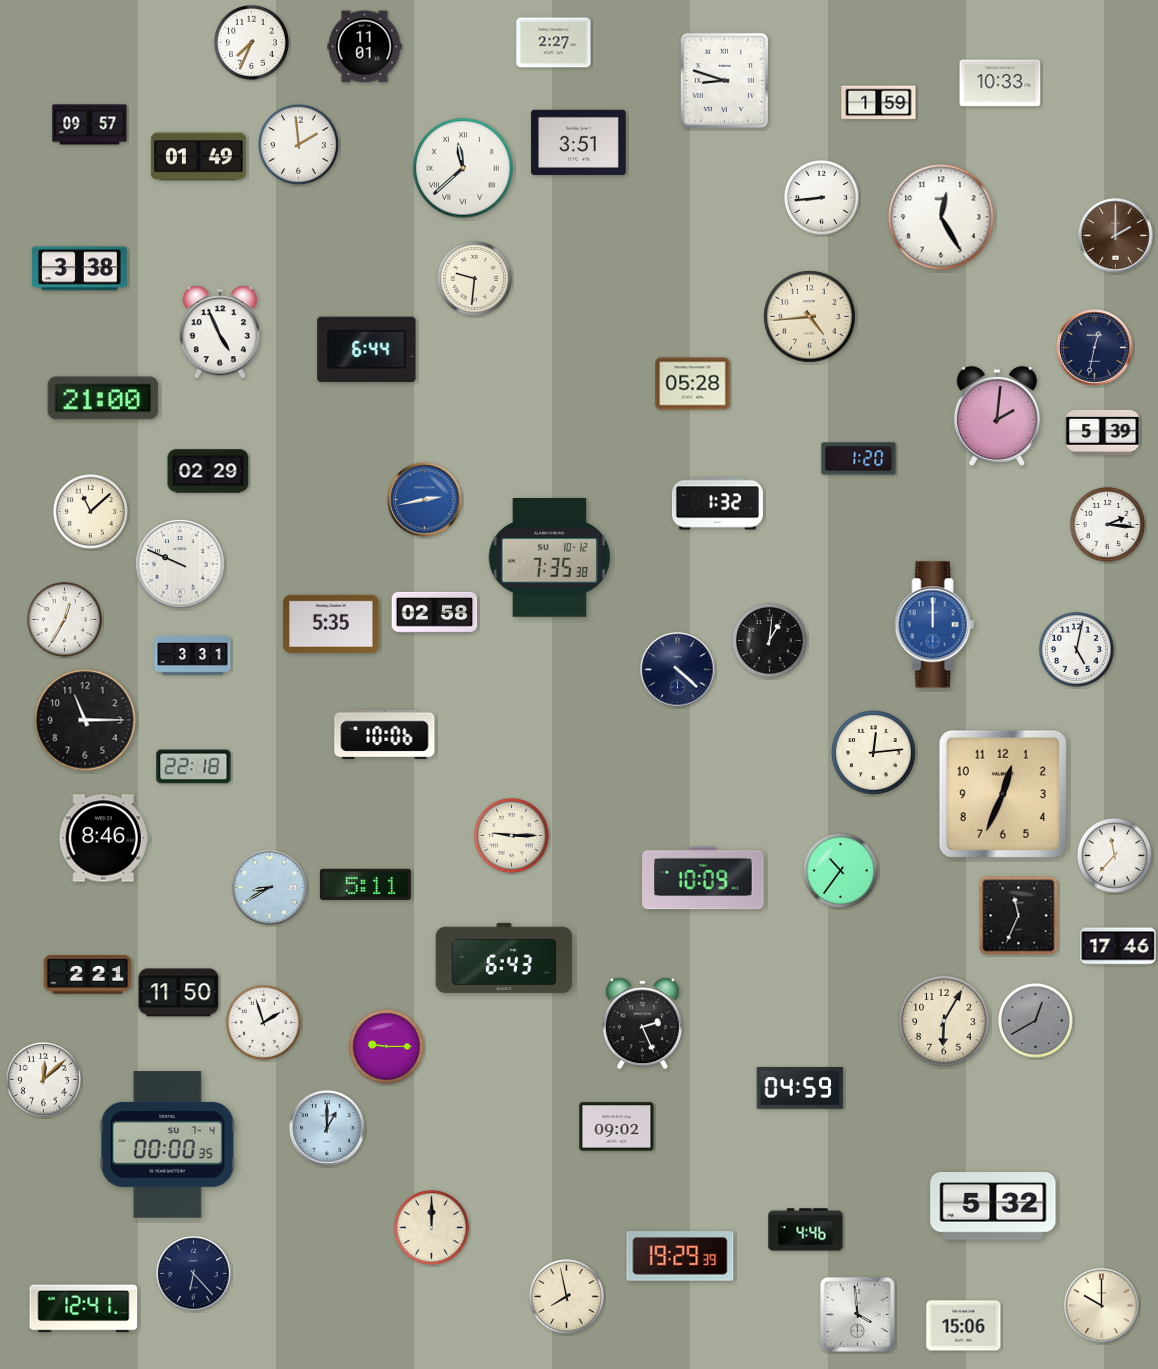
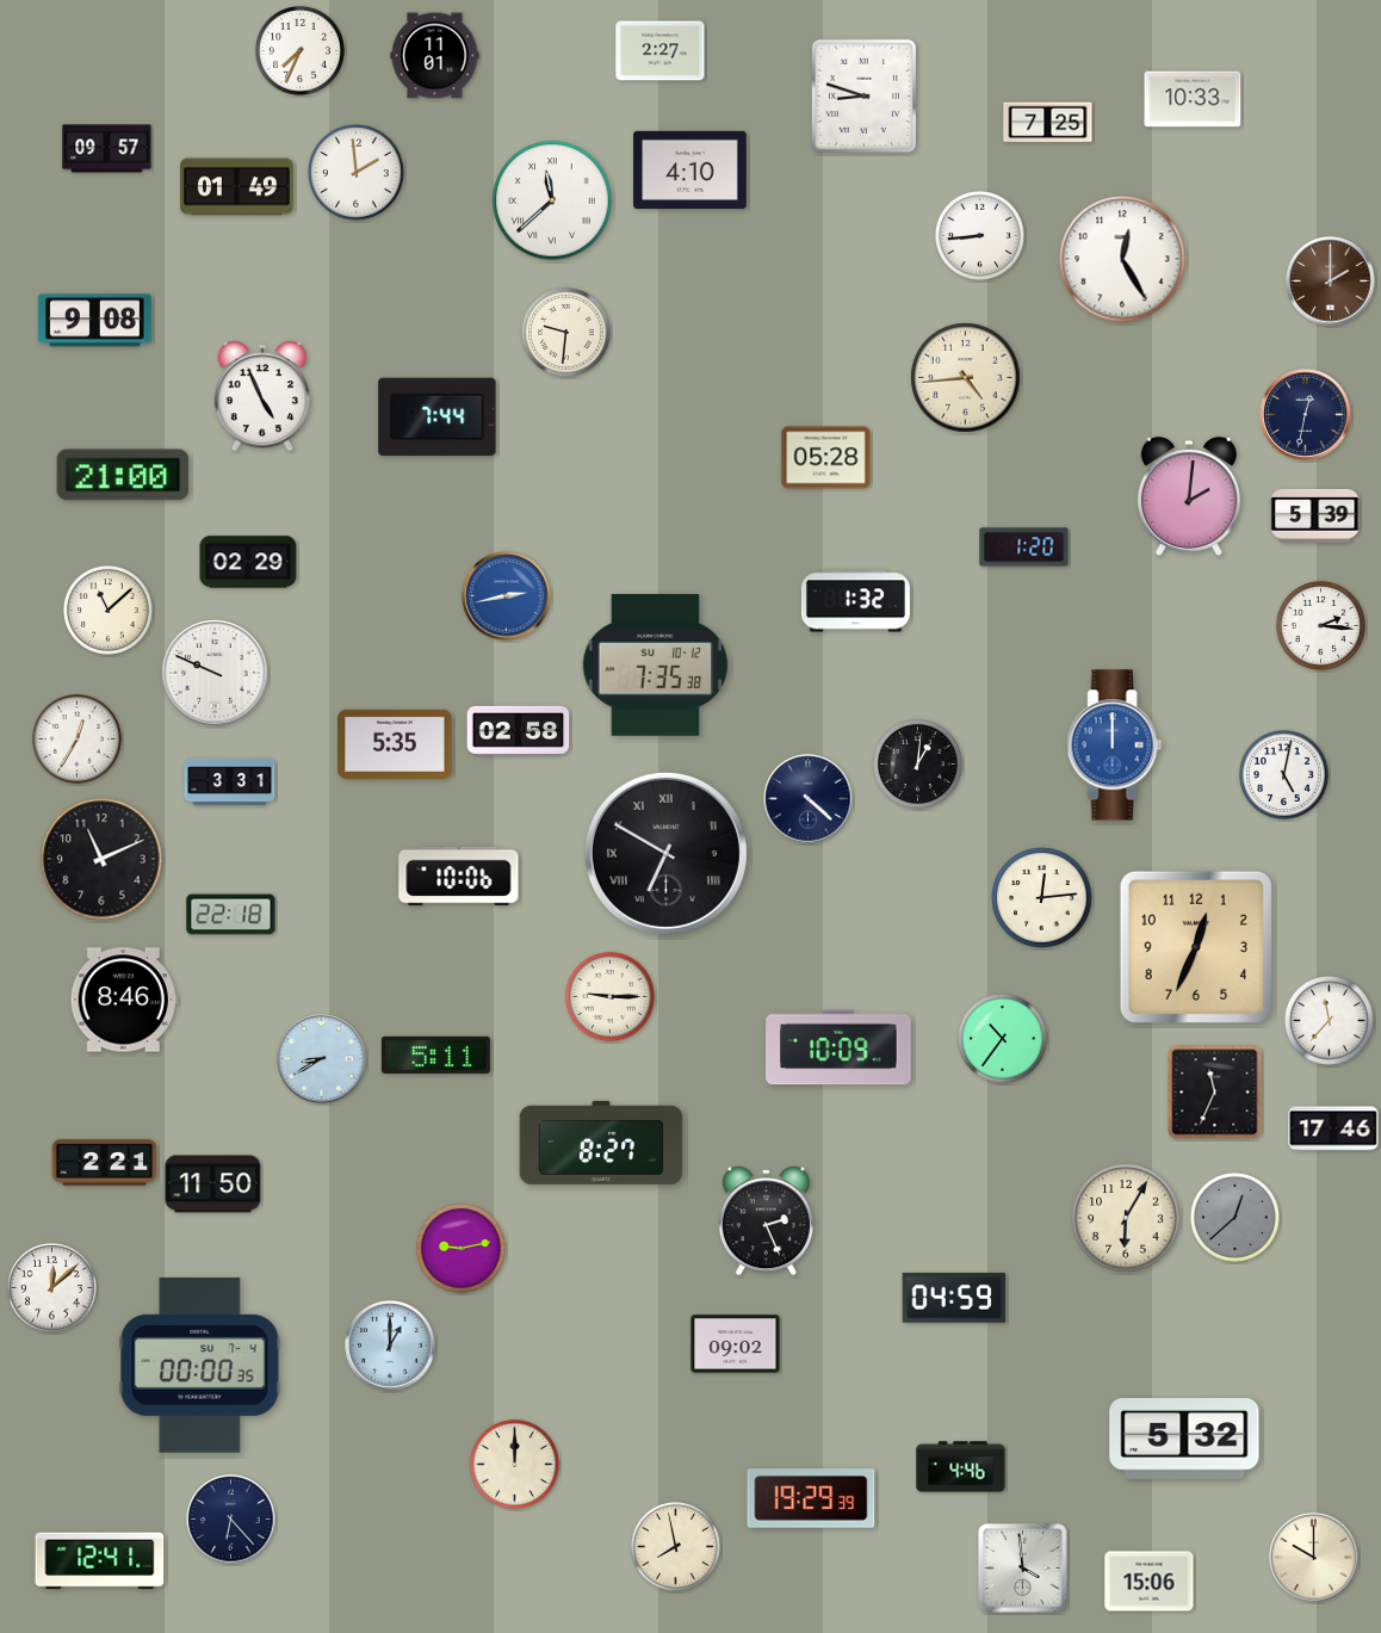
clock at (879, 103): 1:59 -> 7:25
clock at (579, 142): 3:51 -> 4:10
clock at (80, 269): 3:38 -> 9:08
clock at (367, 350): 6:44 -> 7:44
clock at (665, 853): none -> 6:50
clock at (85, 720): 11:15 -> 11:11
clock at (504, 958): 6:43 -> 8:27
clock at (1035, 1020): 12:40 -> 12:38
clock at (263, 1022): 1:57 -> none
clock at (386, 1046): 9:15 -> 9:13
